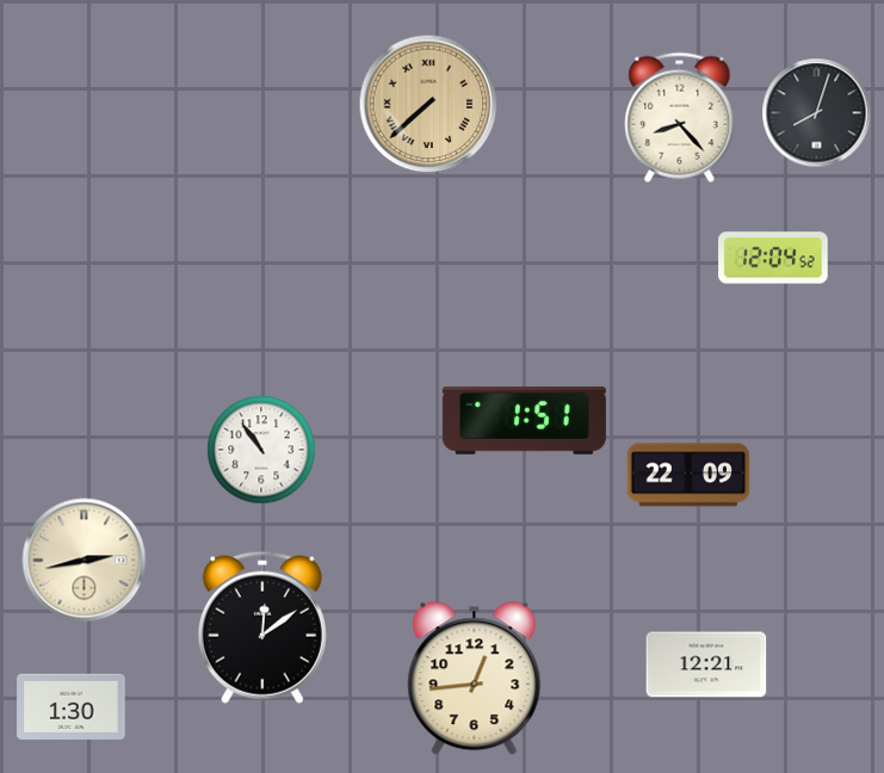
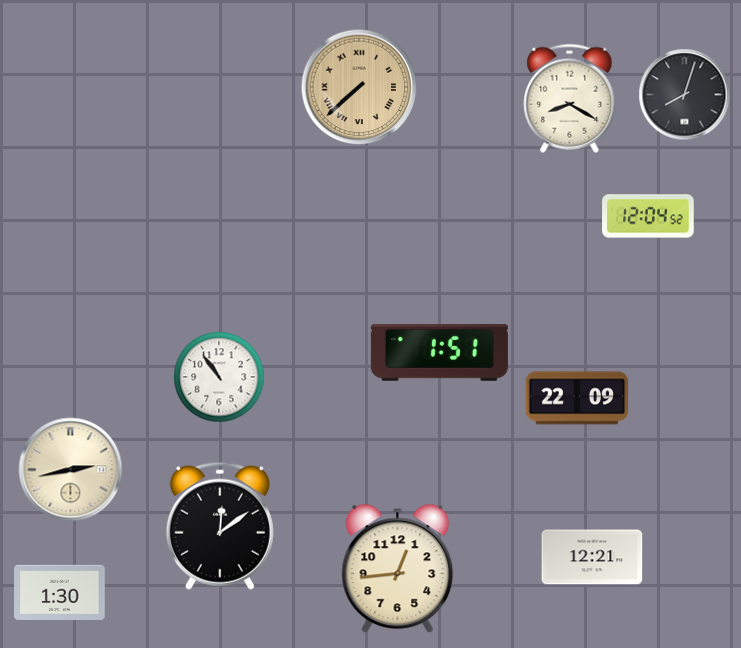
clock at (680, 117): 8:23 -> 8:20
